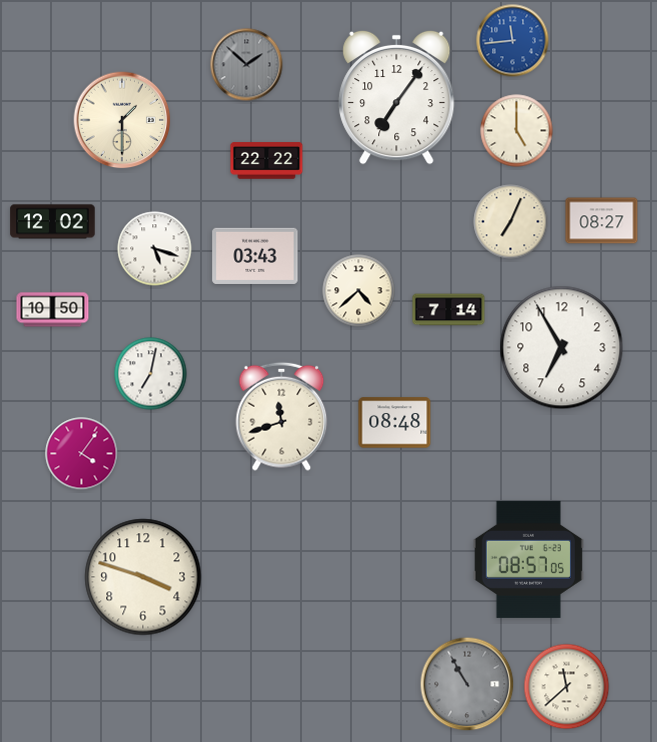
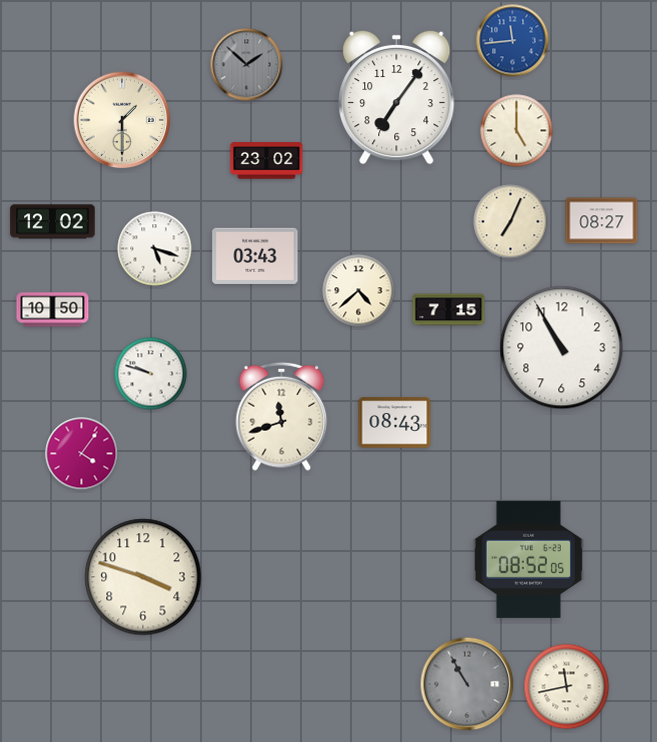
clock at (267, 161): 22:22 -> 23:02
clock at (449, 310): 7:14 -> 7:15
clock at (562, 348): 6:55 -> 10:55
clock at (151, 374): 7:02 -> 9:48
clock at (395, 423): 08:48 -> 08:43
clock at (528, 559): 08:57 -> 08:52
clock at (567, 687): 11:38 -> 11:43
